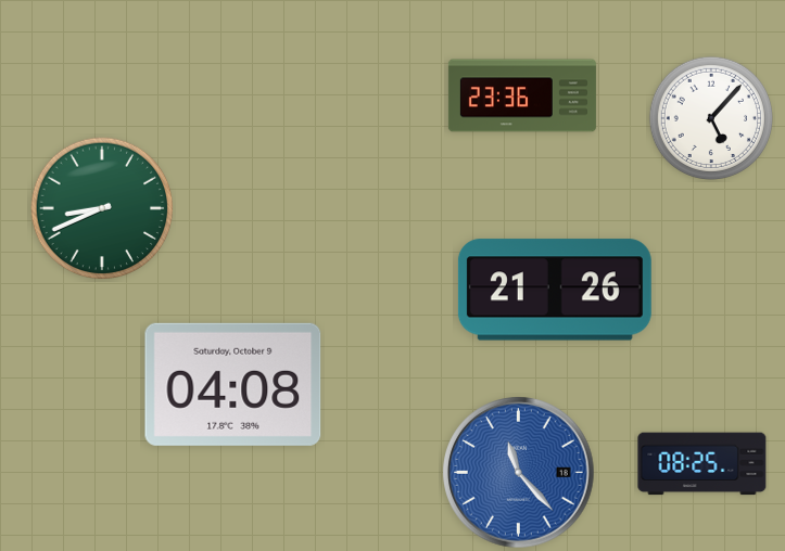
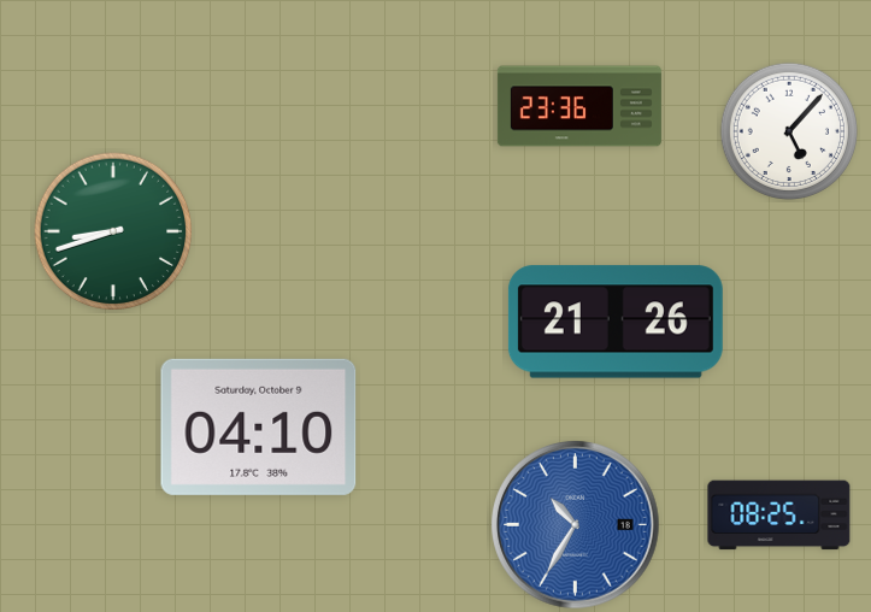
clock at (102, 208): 8:41 -> 8:42
clock at (233, 384): 04:08 -> 04:10
clock at (519, 473): 11:23 -> 10:35
